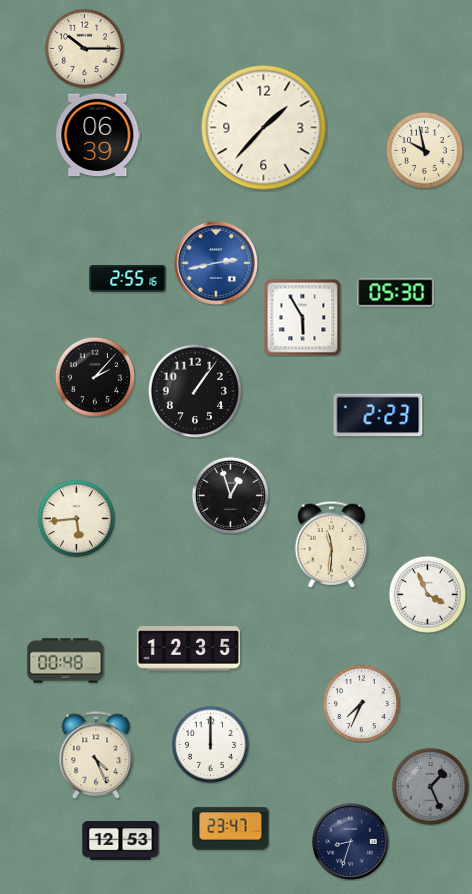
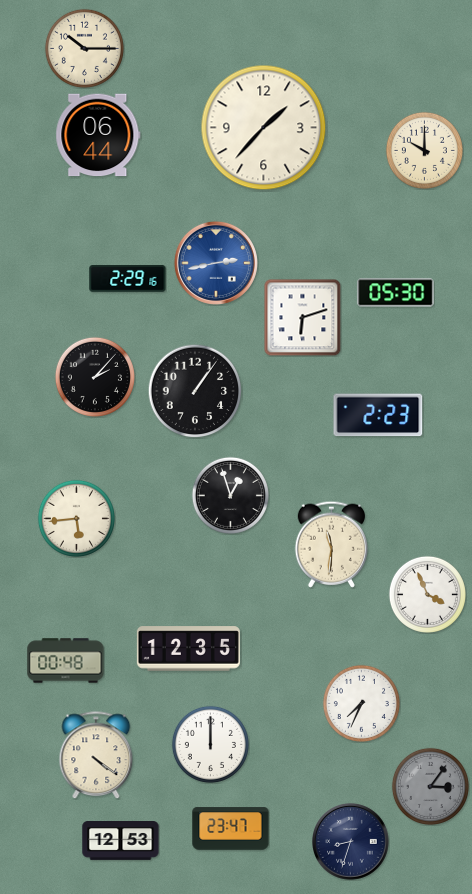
clock at (98, 135): 06:39 -> 06:44
clock at (424, 150): 9:58 -> 10:00
clock at (128, 279): 2:55 -> 2:29
clock at (302, 317): 5:55 -> 6:12
clock at (96, 755): 4:26 -> 4:21
clock at (430, 786): 1:26 -> 3:06
